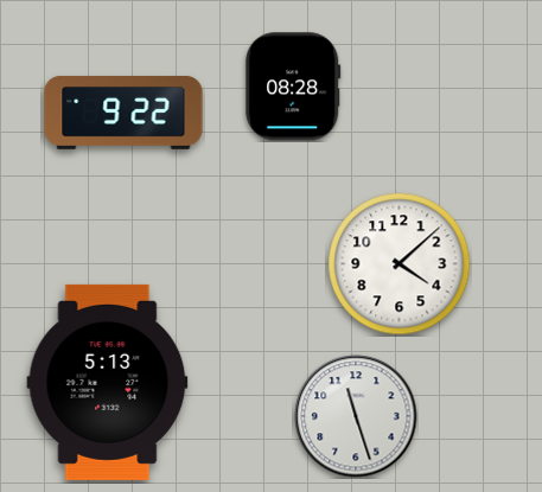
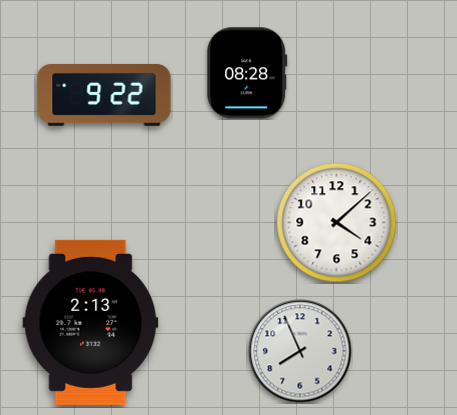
clock at (108, 382): 5:13 -> 2:13
clock at (356, 416): 11:27 -> 7:56
